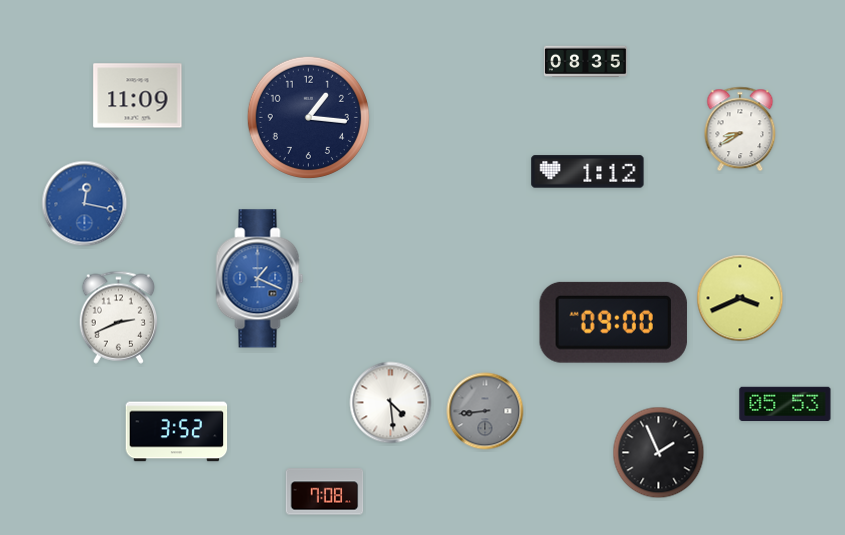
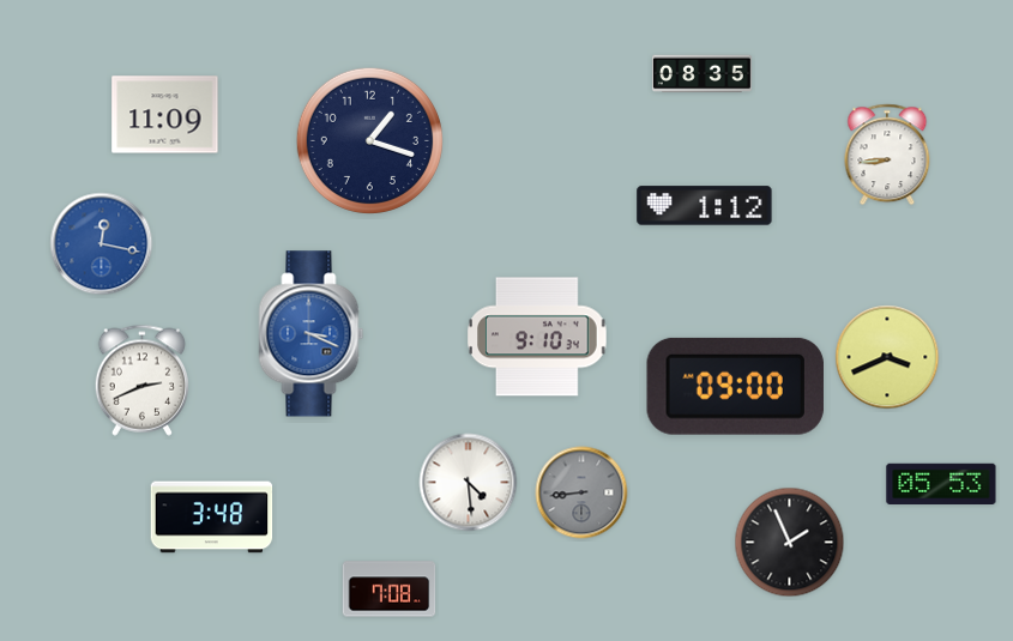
clock at (308, 117): 1:16 -> 1:18
clock at (740, 129): 8:40 -> 8:44
clock at (260, 279): 1:19 -> 3:19
clock at (538, 337): none -> 9:10
clock at (177, 432): 3:52 -> 3:48
